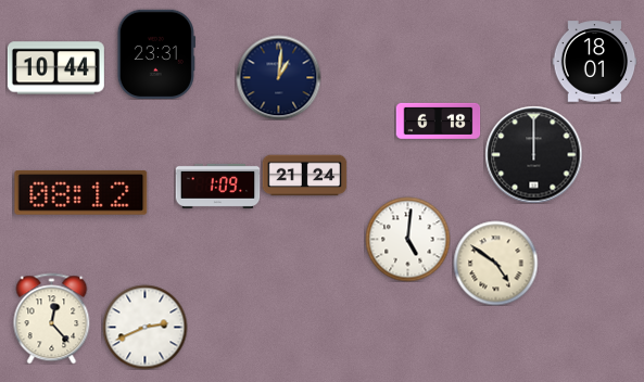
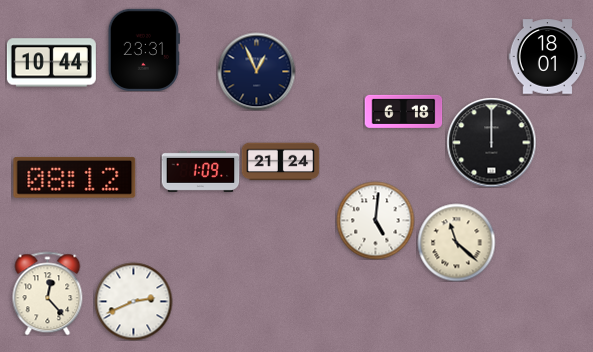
clock at (278, 77): 1:01 -> 12:56
clock at (495, 263): 4:51 -> 11:22
